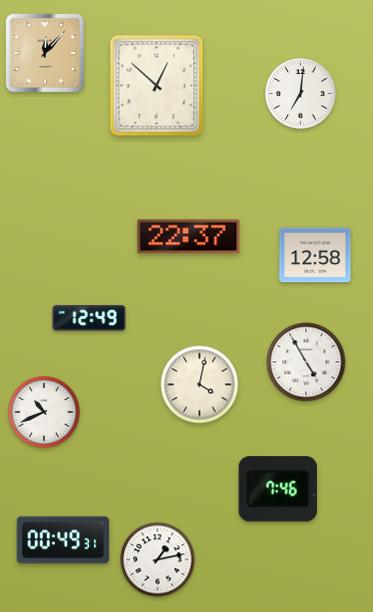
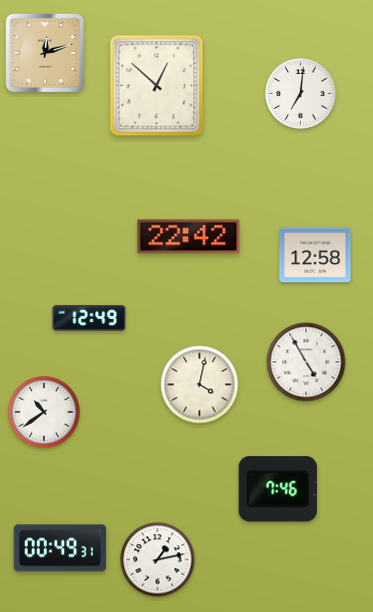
clock at (45, 53): 12:07 -> 12:12
clock at (189, 237): 22:37 -> 22:42
clock at (44, 412): 10:41 -> 10:39
clock at (63, 540) position: (63, 540) -> (60, 548)
